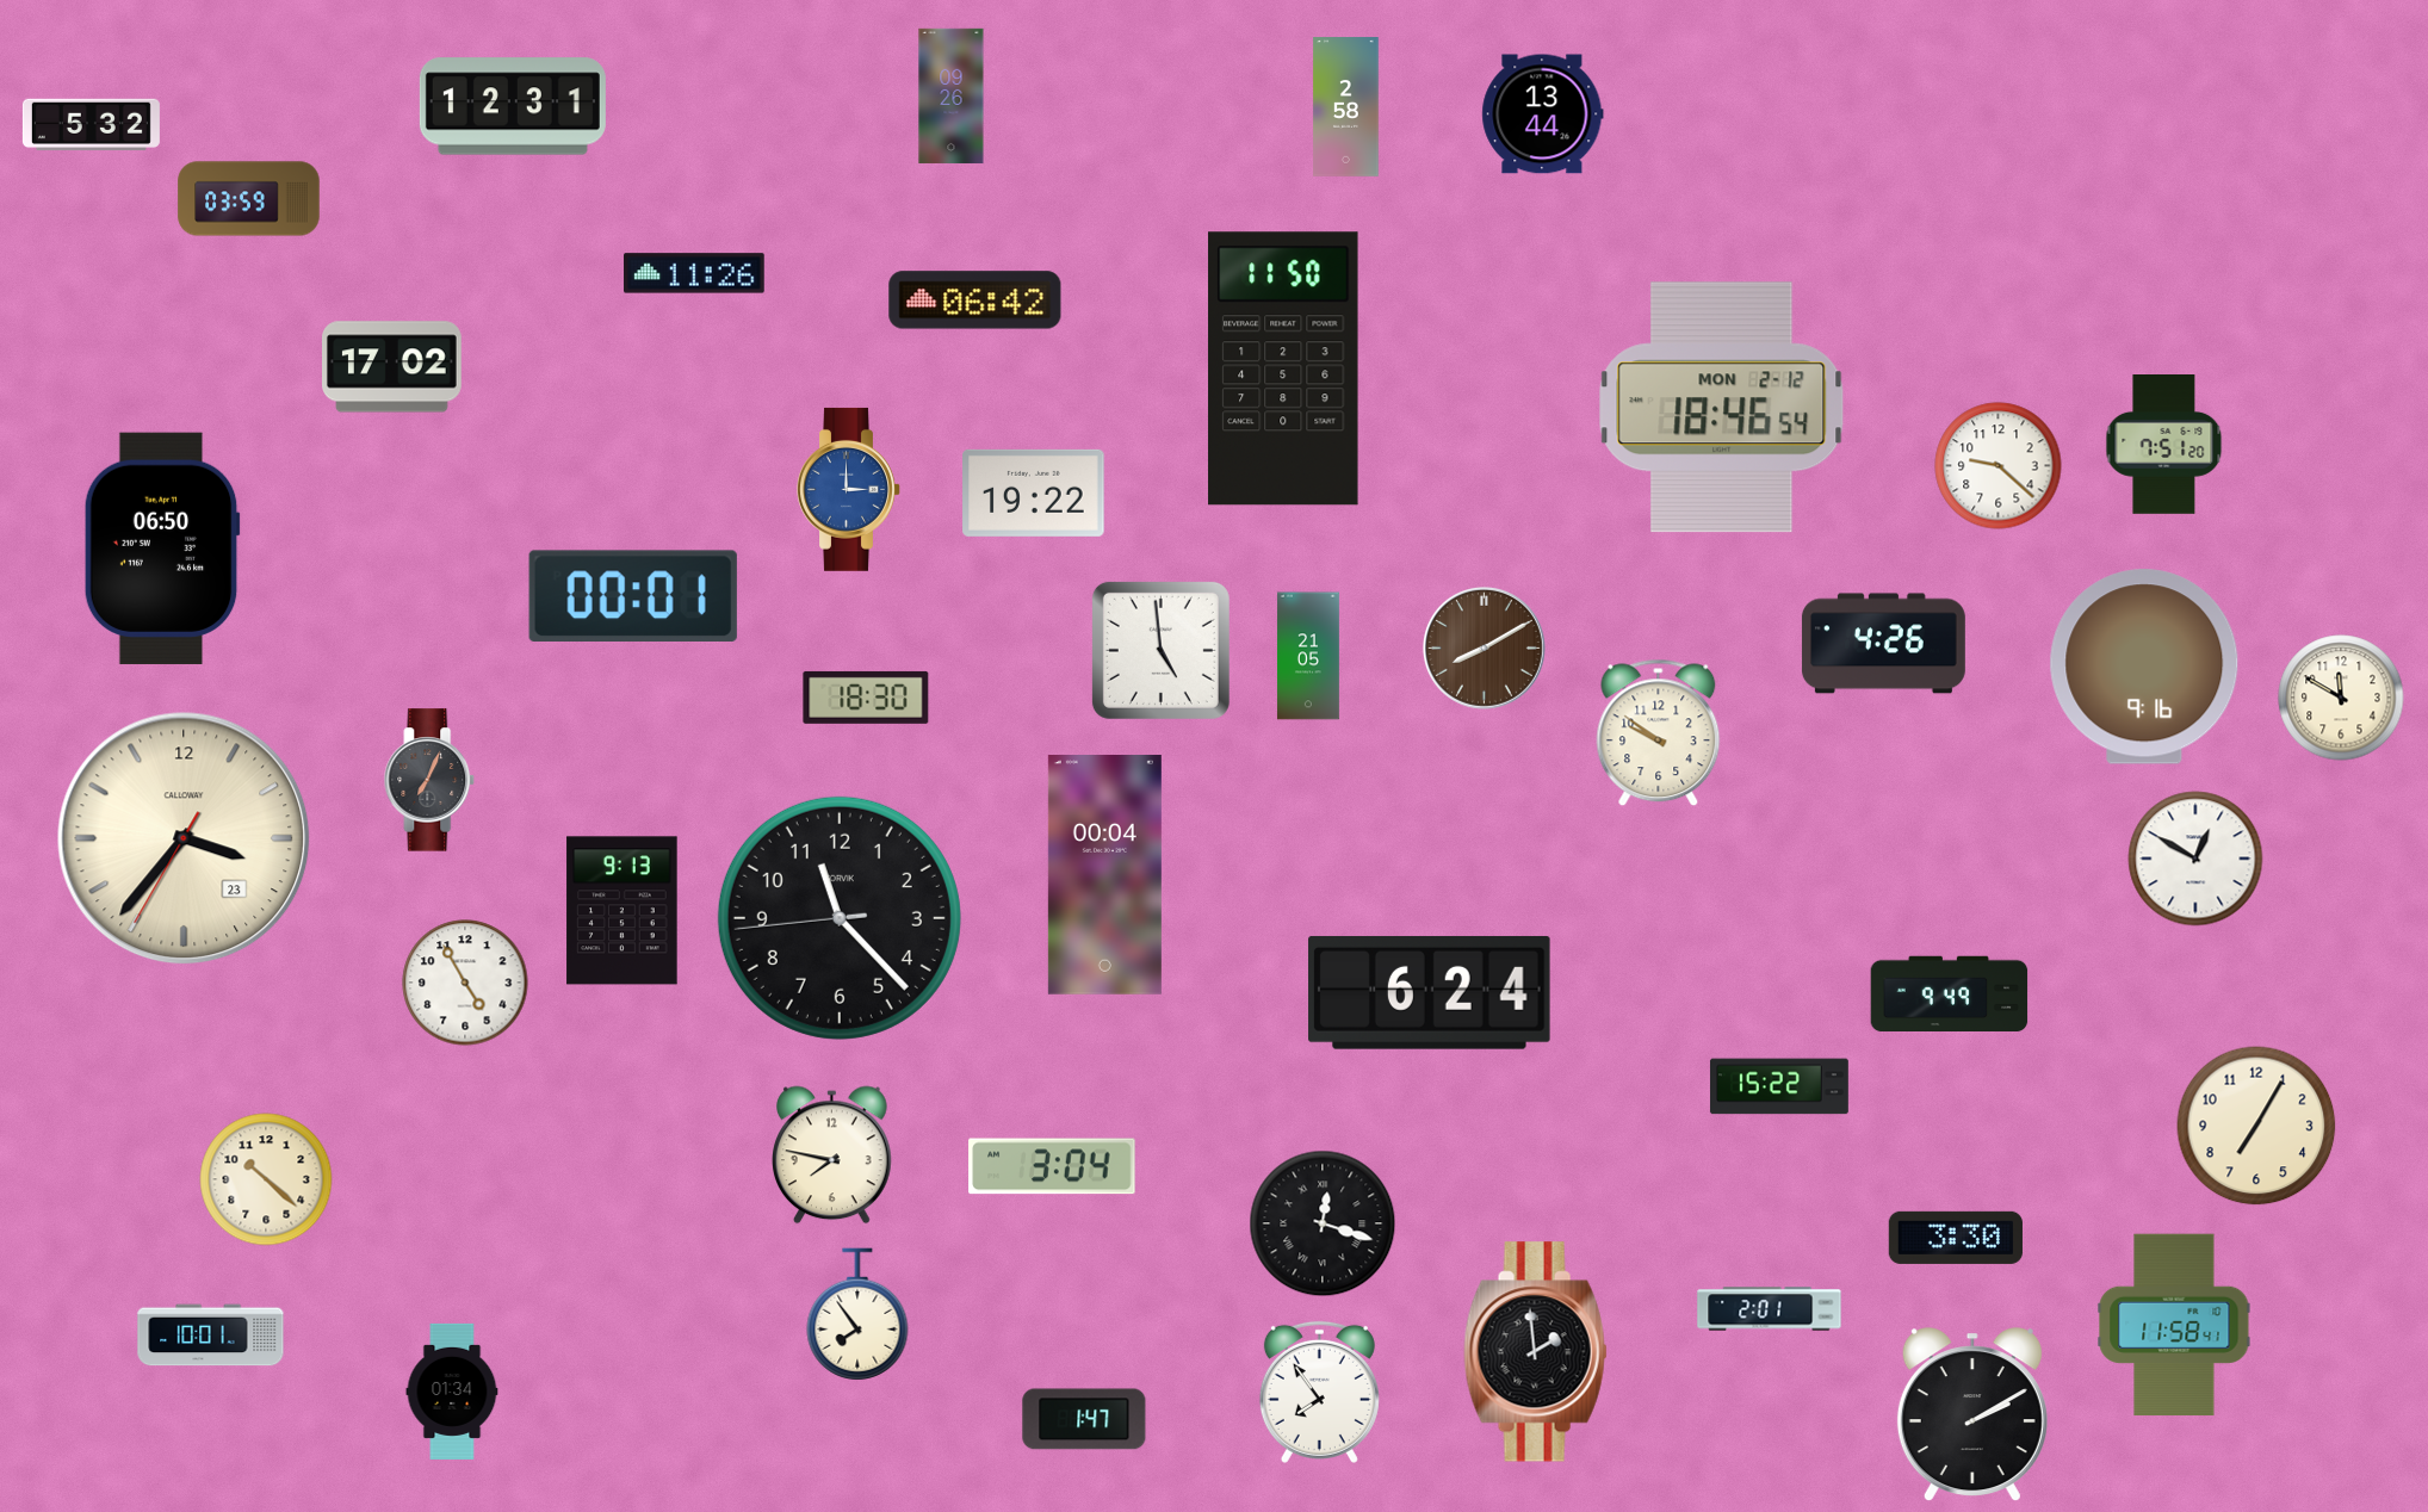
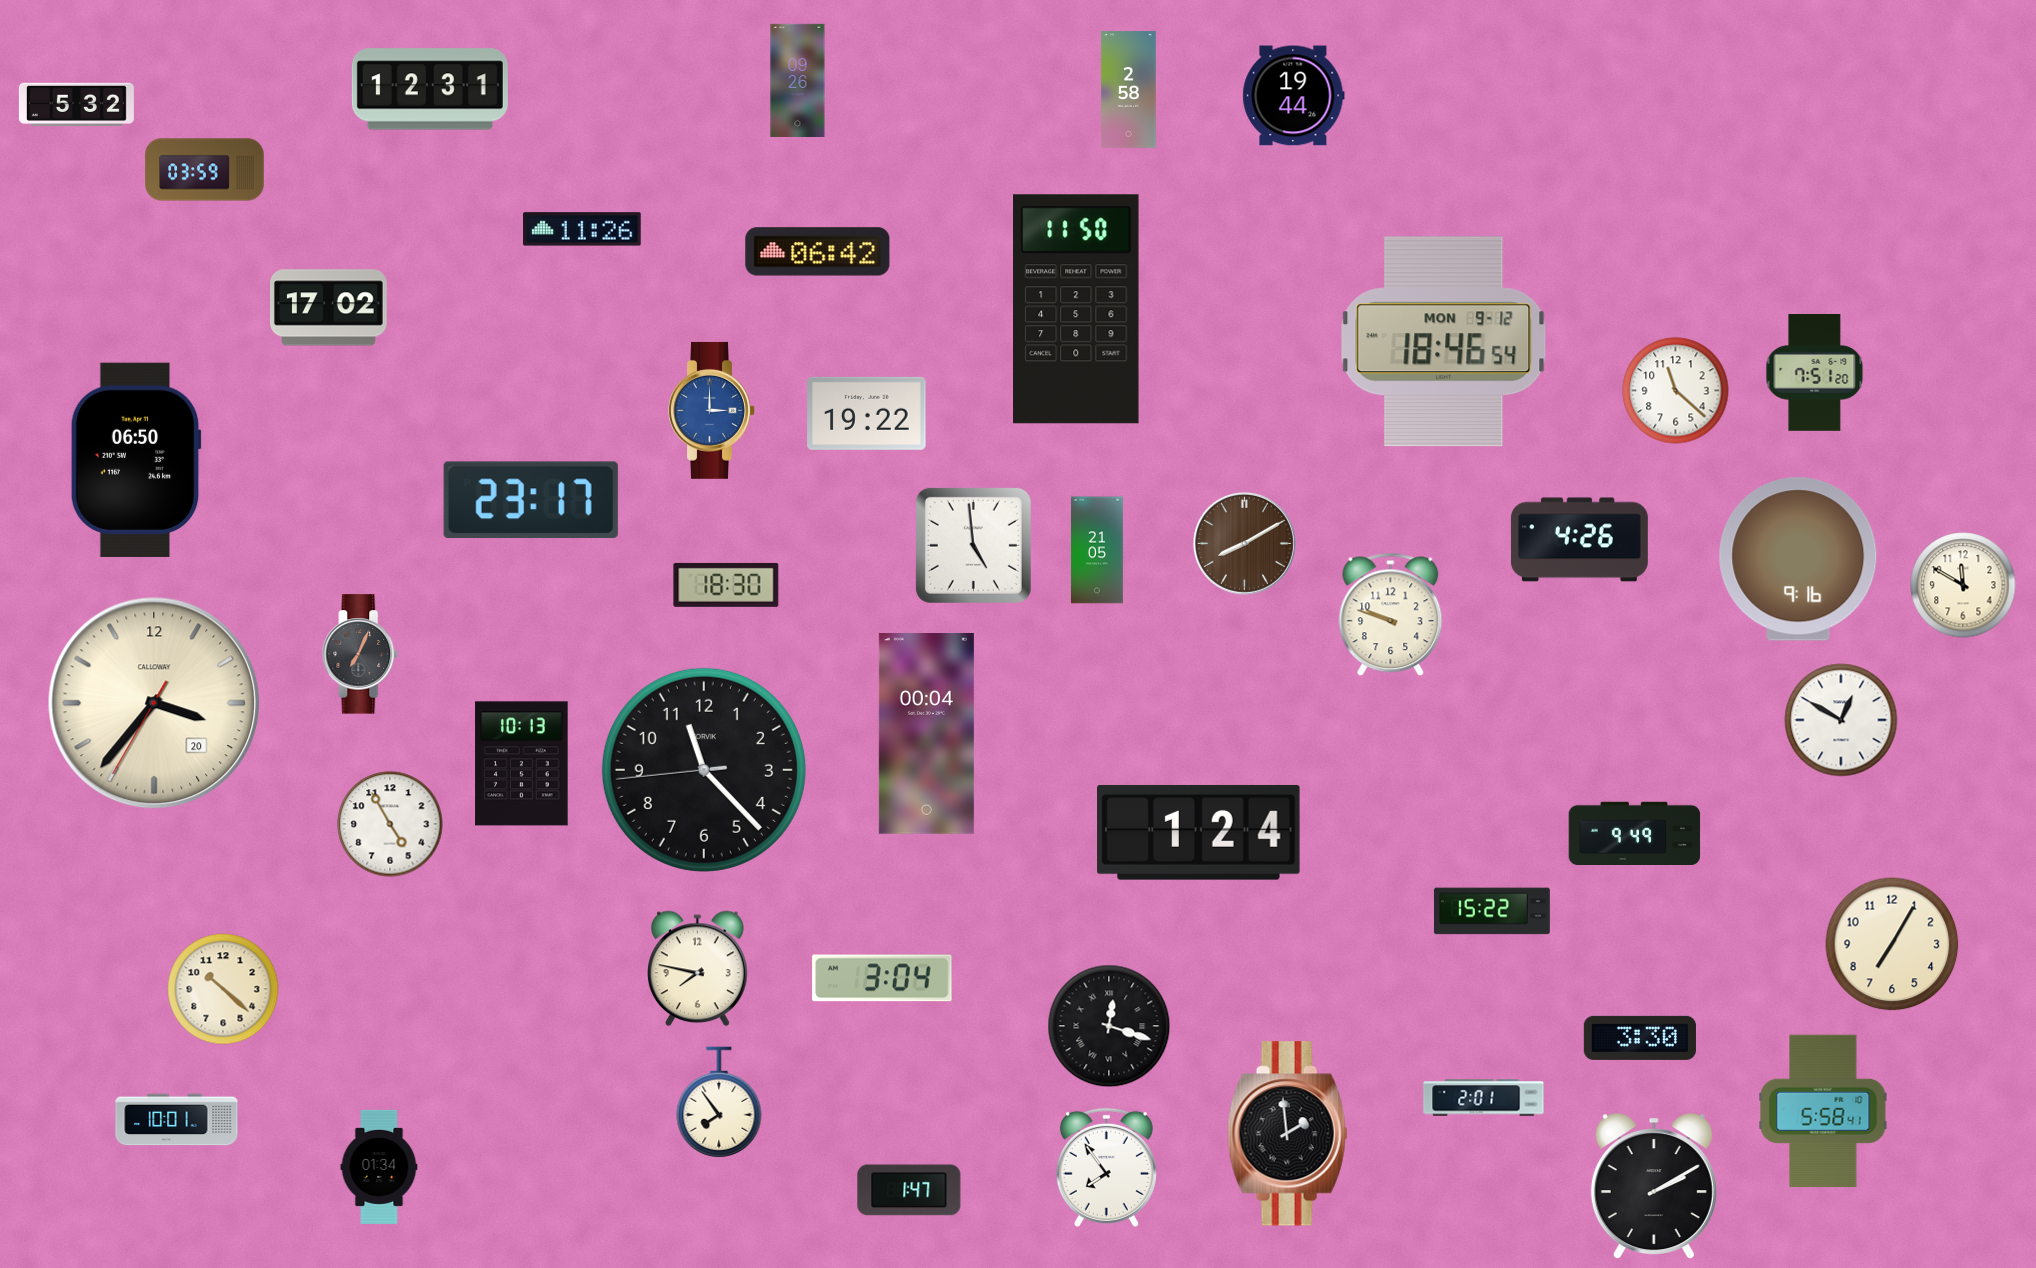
clock at (1543, 114): 13:44 -> 19:44
clock at (249, 199) position: (249, 199) -> (205, 170)
clock at (1722, 408) date: MON 2-12 -> MON 9-12
clock at (1999, 466): 9:22 -> 11:22
clock at (633, 595): 00:01 -> 23:17
clock at (1659, 733): 9:51 -> 9:48
clock at (184, 838) date: 23 -> 20
clock at (623, 911): 9:13 -> 10:13
clock at (1430, 992): 6:24 -> 1:24
clock at (2174, 1325): 11:58 -> 5:58
